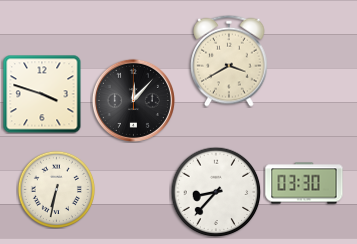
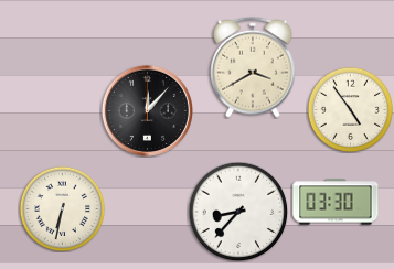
clock at (42, 94): 3:48 -> none
clock at (350, 109): none -> 4:54
